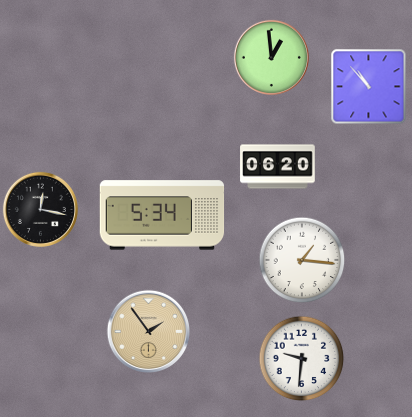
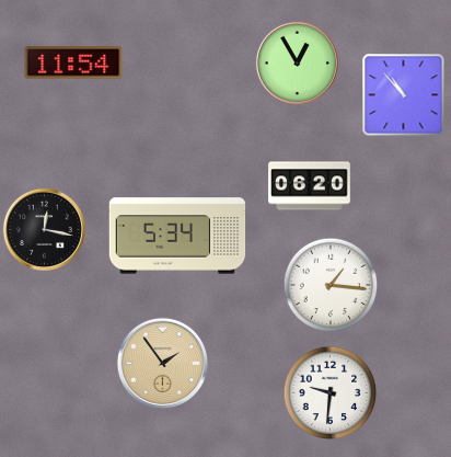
clock at (73, 62): none -> 11:54
clock at (271, 57): 12:59 -> 12:55
clock at (278, 167) position: (278, 167) -> (310, 186)
